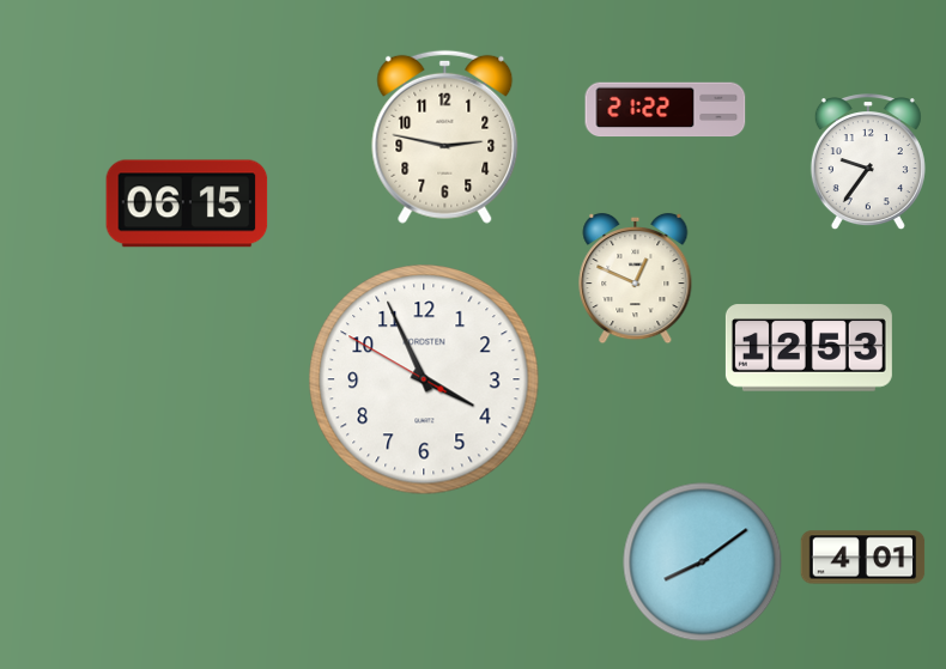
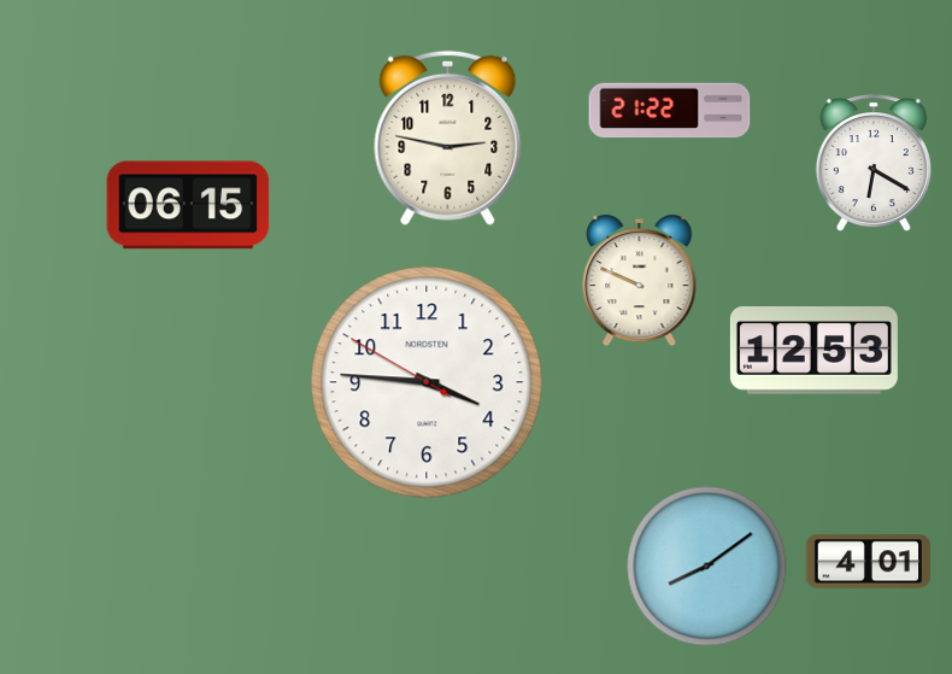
clock at (868, 163): 9:36 -> 6:20
clock at (636, 279): 12:49 -> 9:49
clock at (424, 379): 3:55 -> 3:45
